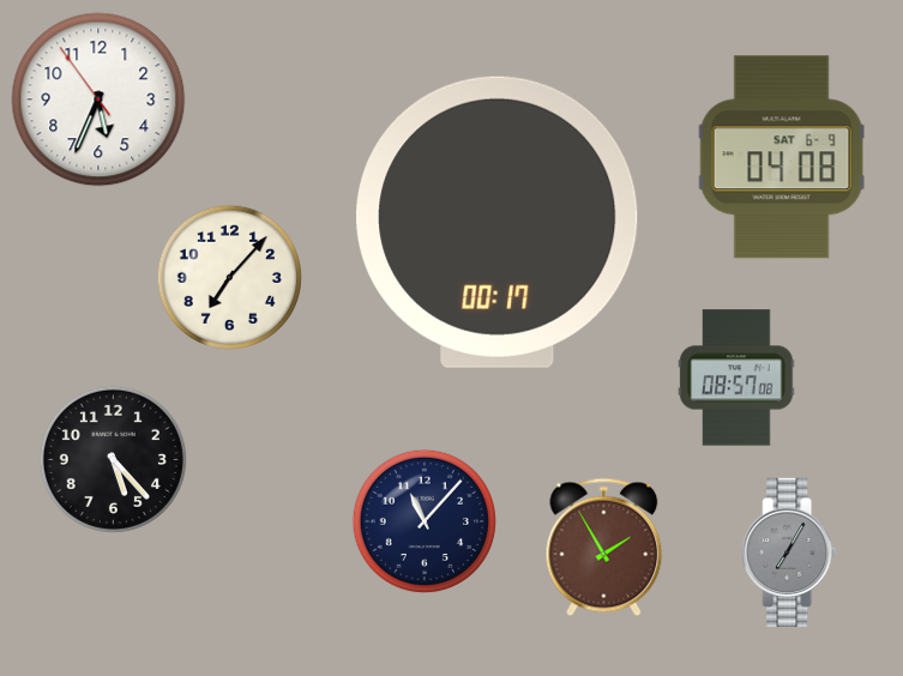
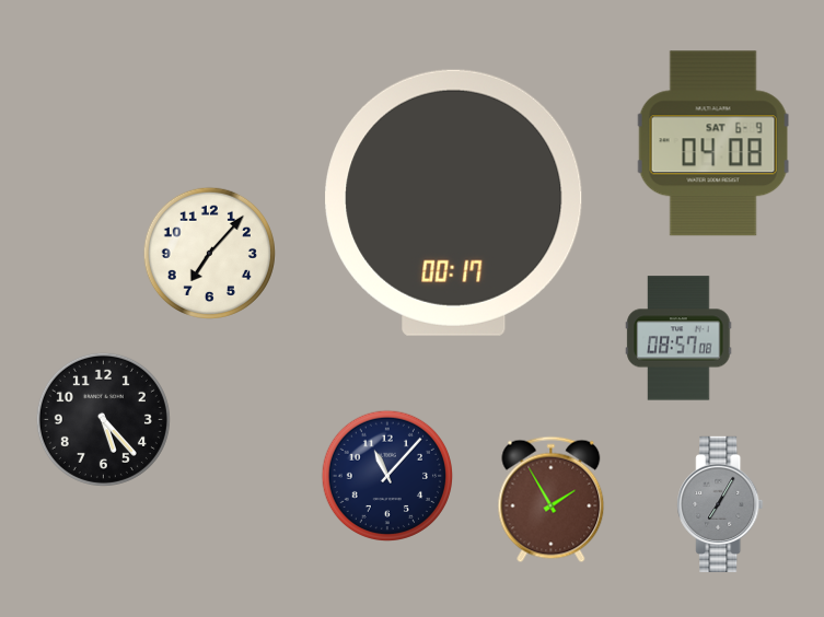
clock at (98, 99): 5:33 -> none
clock at (736, 378) position: (736, 378) -> (678, 338)
